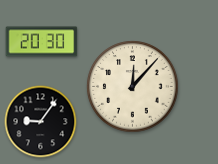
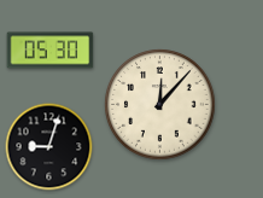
clock at (42, 42): 20:30 -> 05:30
clock at (41, 122): 9:06 -> 9:03
